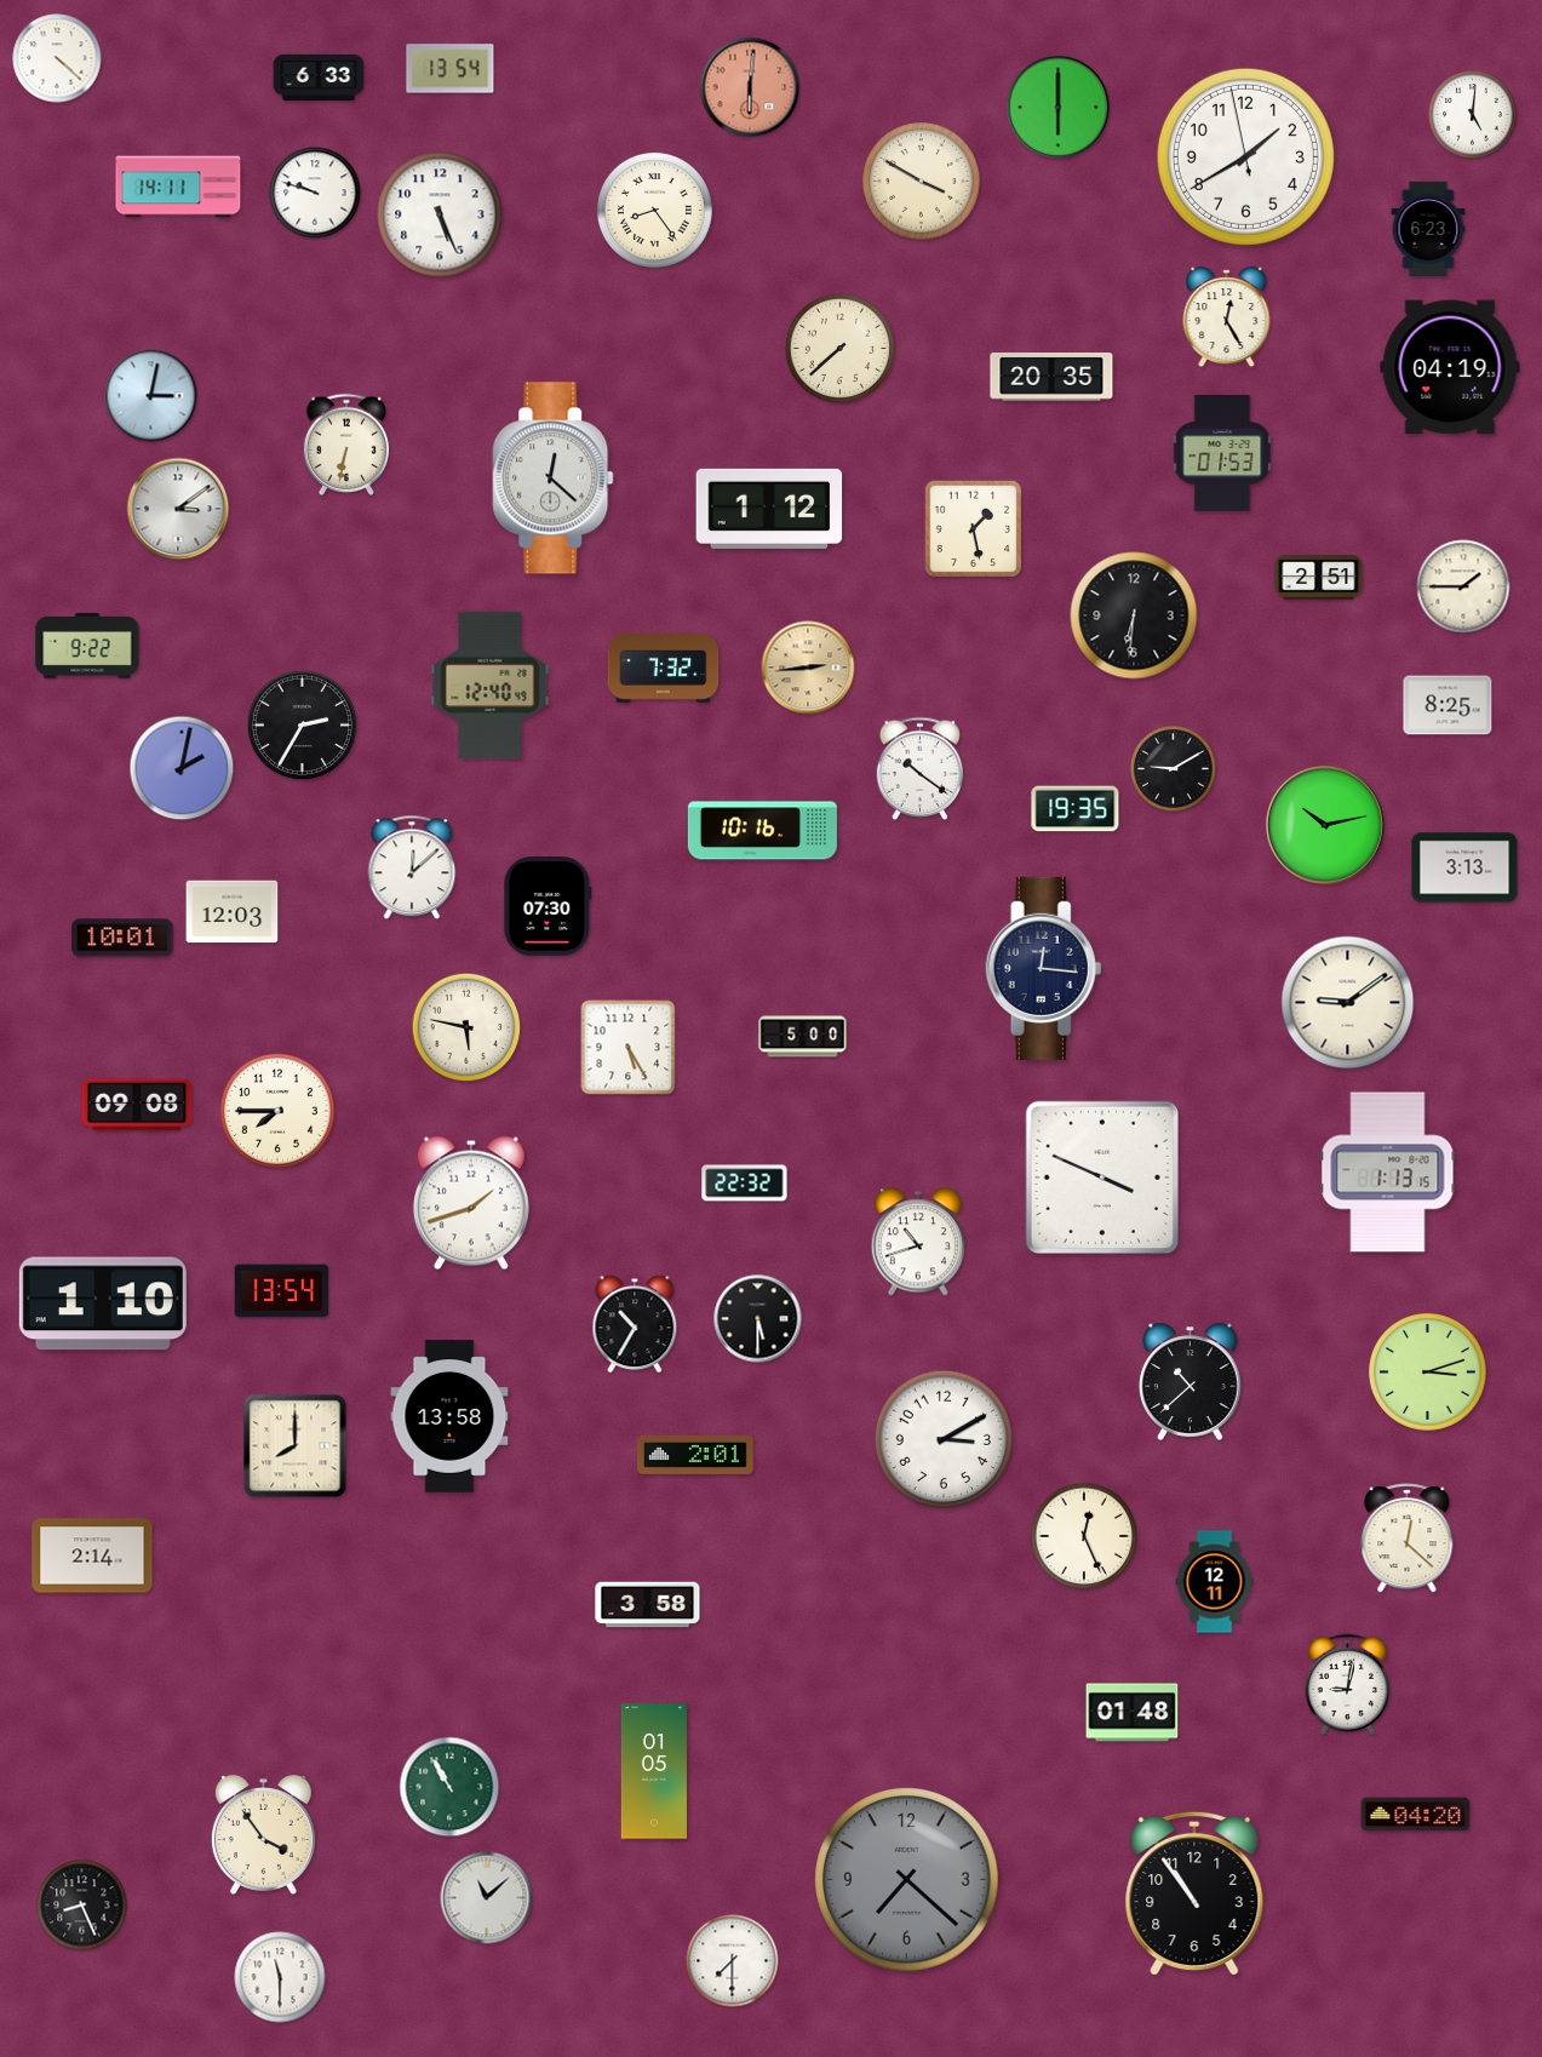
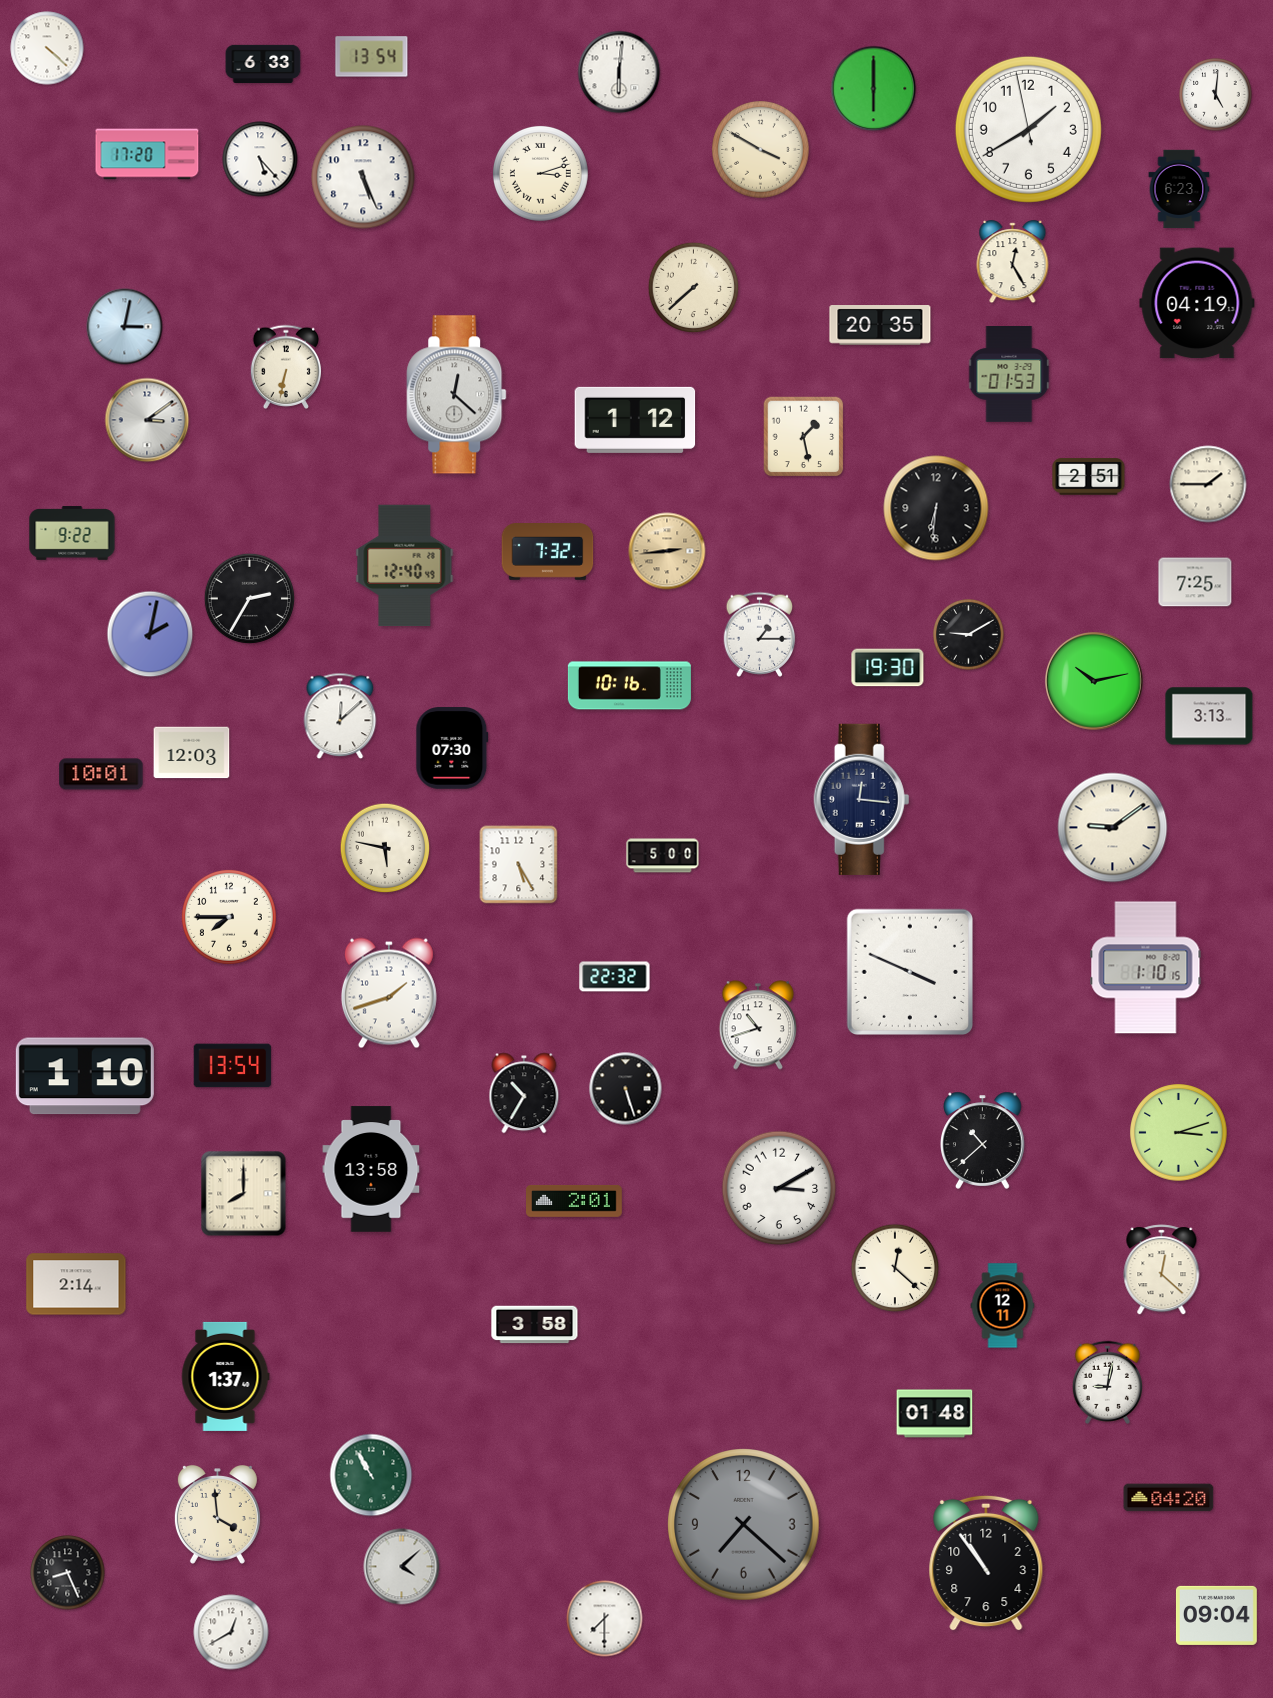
clock at (750, 87) dial: salmon -> white
clock at (178, 187): 14:11 -> 17:20
clock at (315, 193): 9:48 -> 5:23
clock at (654, 210): 8:24 -> 3:12
clock at (1051, 378) position: (1051, 378) -> (880, 326)
clock at (1448, 705): 8:25 -> 7:25
clock at (921, 768): 10:21 -> 1:15
clock at (1076, 809): 19:35 -> 19:30
clock at (137, 1105): 09:08 -> none
clock at (1388, 1173): 1:13 -> 1:10
clock at (758, 1319): 5:30 -> 5:27
clock at (1084, 1536): 12:26 -> 12:22
clock at (225, 1376): none -> 1:37
clock at (1347, 1684) position: (1347, 1684) -> (1107, 1382)
clock at (654, 1771): 01:05 -> none
clock at (263, 1835): 3:54 -> 3:59
clock at (907, 1880) position: (907, 1880) -> (744, 1525)
clock at (487, 1898): 11:08 -> 4:08
clock at (1216, 1615): none -> 09:04
clock at (280, 1977): 11:30 -> 12:40
